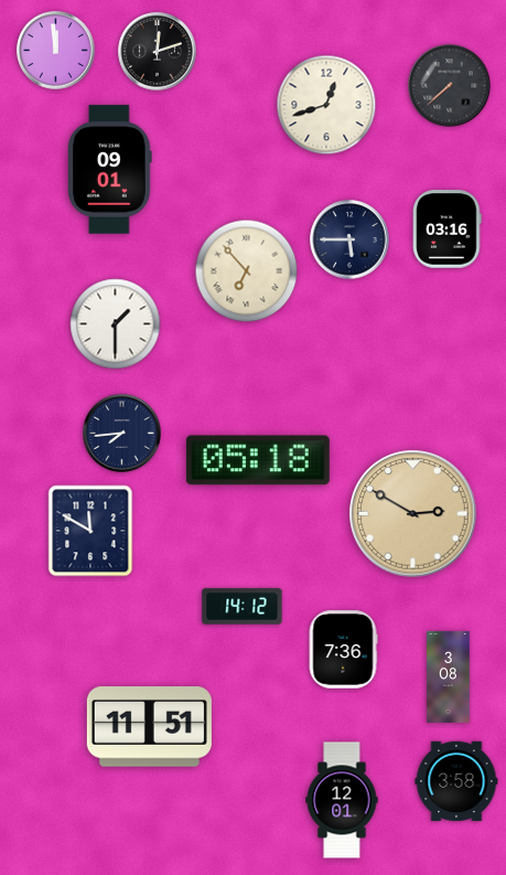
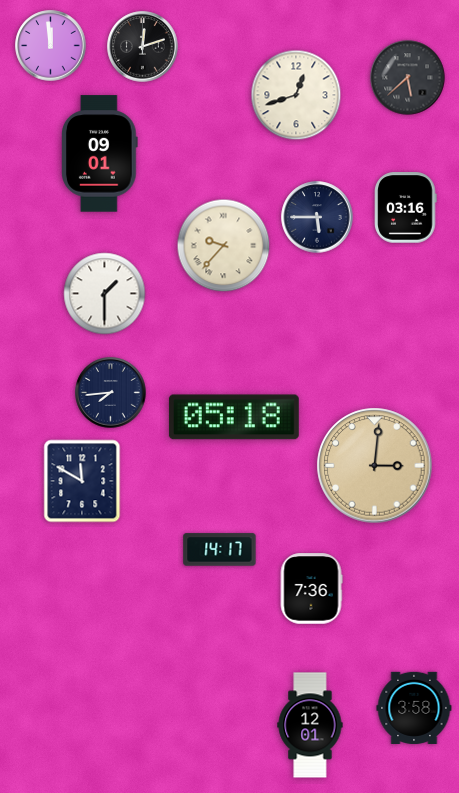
clock at (450, 86): 7:38 -> 5:38
clock at (247, 271): 6:53 -> 9:37
clock at (413, 514): 2:50 -> 3:01
clock at (243, 607): 14:12 -> 14:17
clock at (449, 676): 3:08 -> none
clock at (149, 727): 11:51 -> none
